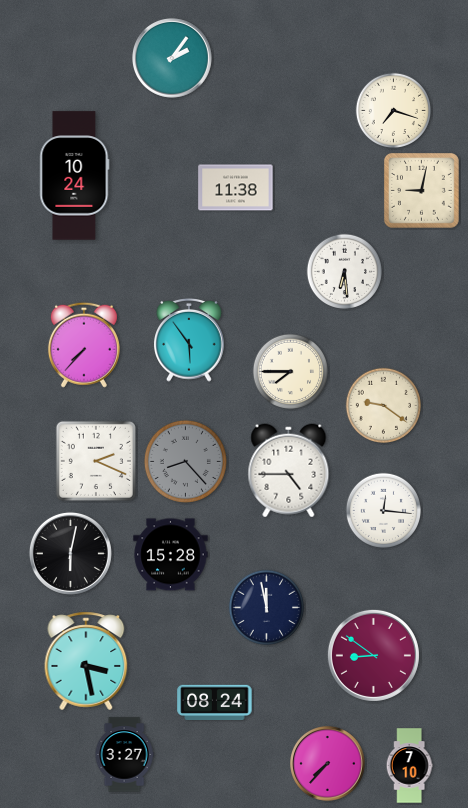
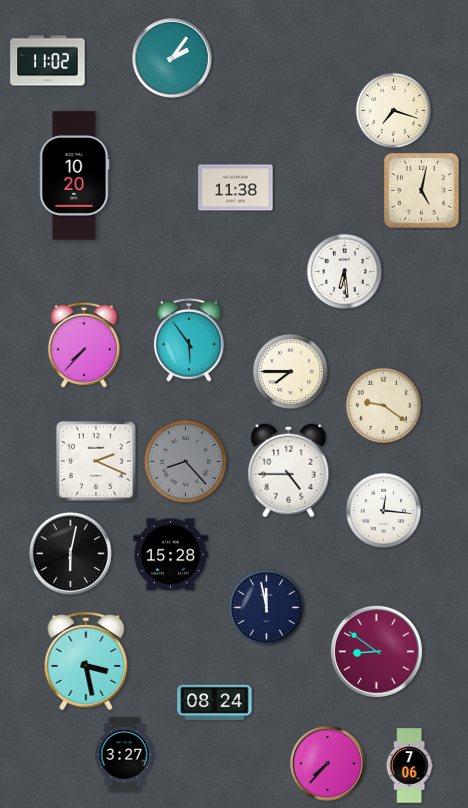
clock at (48, 61): none -> 11:02
clock at (75, 176): 10:24 -> 10:20
clock at (421, 190): 9:02 -> 5:02
clock at (373, 655) position: (373, 655) -> (376, 651)
clock at (409, 766): 7:10 -> 7:06
